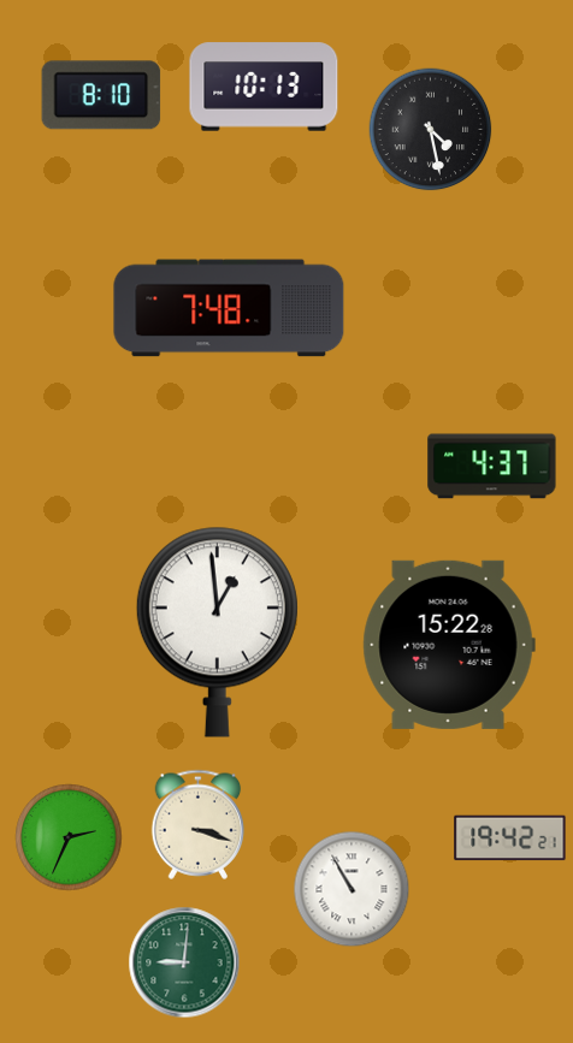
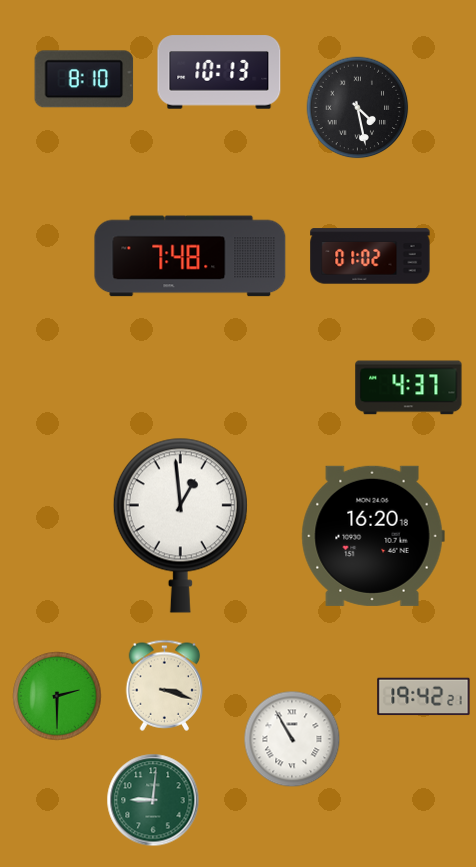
clock at (370, 256): none -> 01:02
clock at (449, 645): 15:22 -> 16:20
clock at (69, 837): 2:34 -> 2:30
